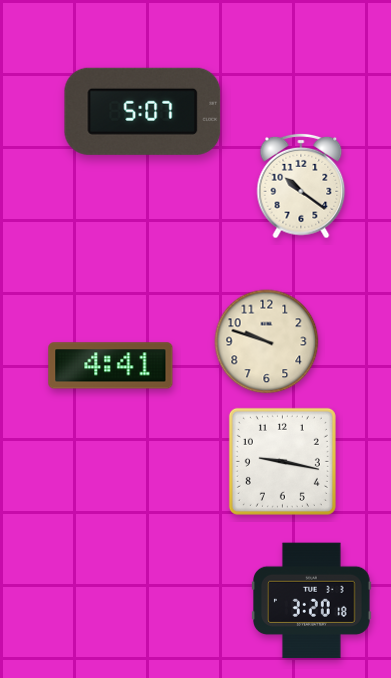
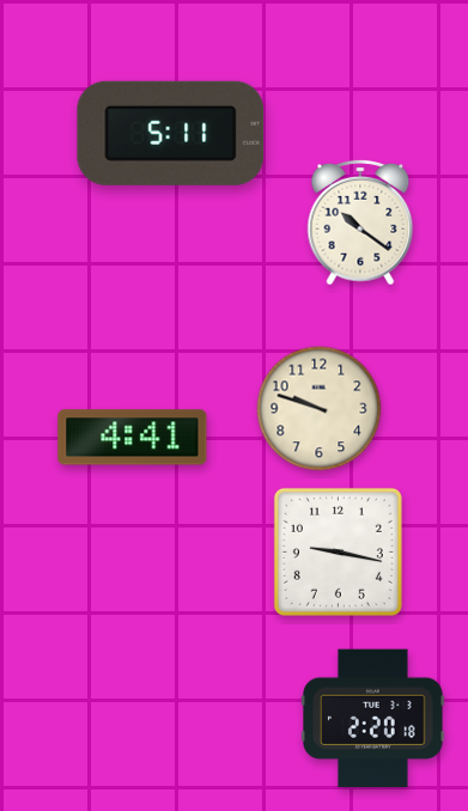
clock at (143, 111): 5:07 -> 5:11
clock at (312, 601): 3:20 -> 2:20
